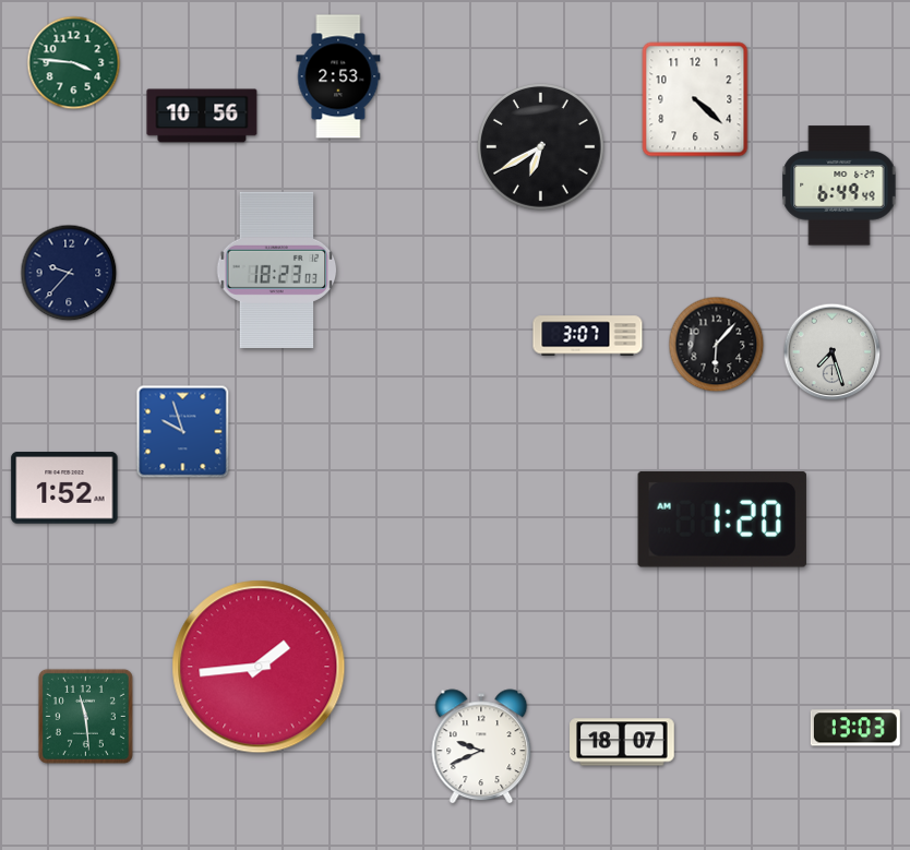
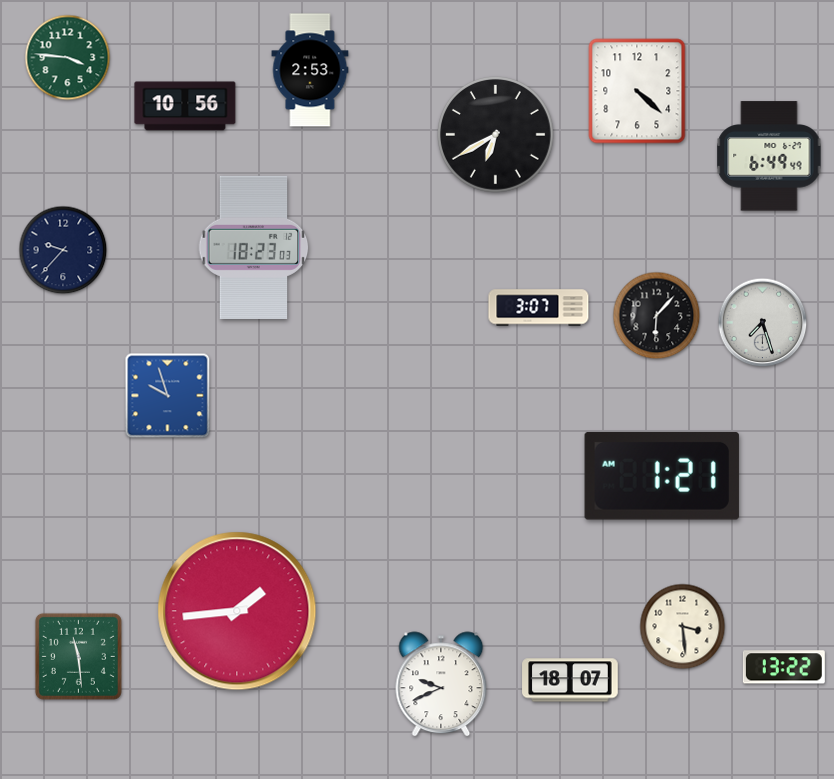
clock at (839, 185) position: (839, 185) -> (769, 156)
clock at (64, 488): 1:52 -> none
clock at (722, 519): 1:20 -> 1:21
clock at (683, 627): none -> 3:29
clock at (855, 728): 13:03 -> 13:22
